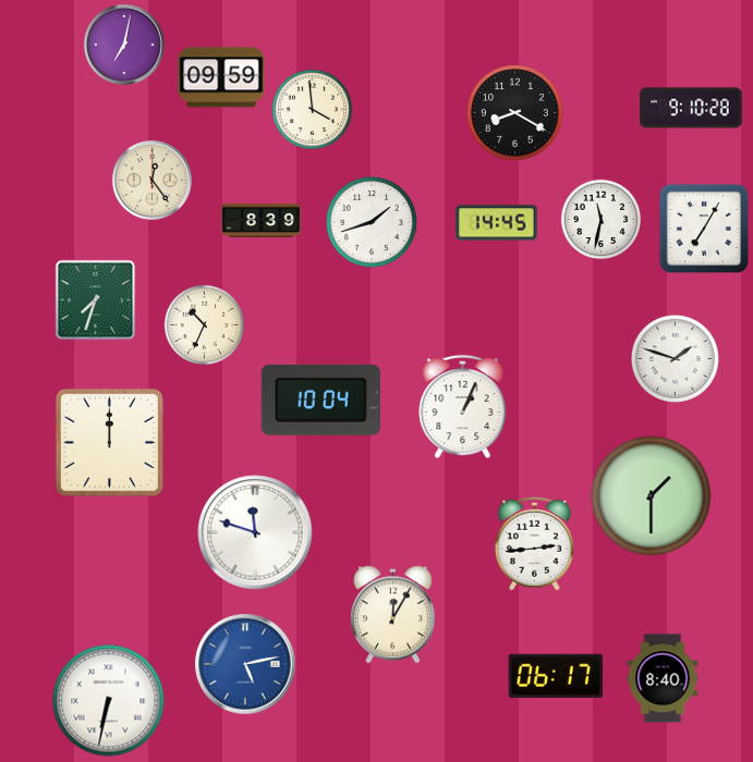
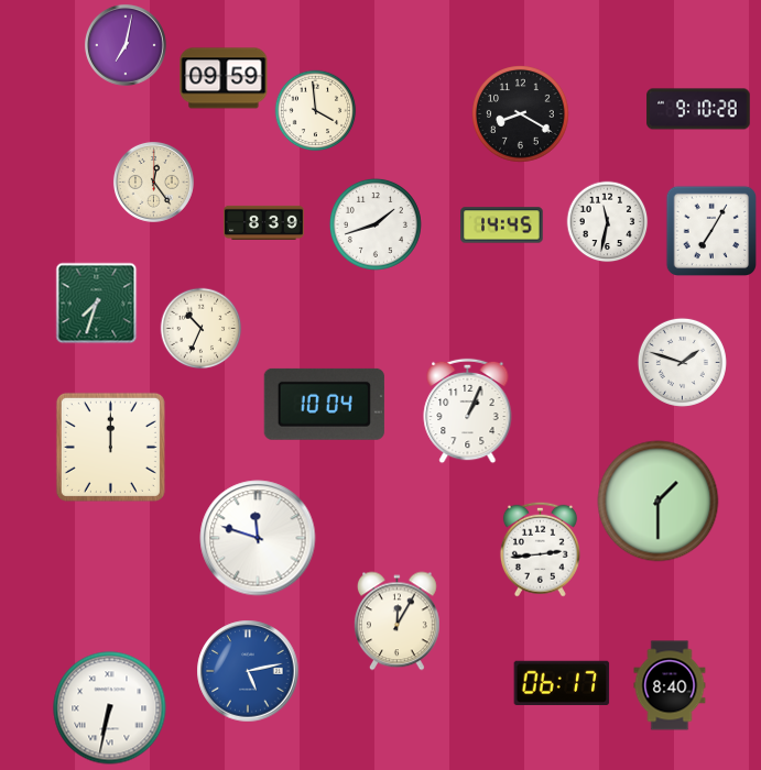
clock at (205, 325) position: (205, 325) -> (202, 329)
